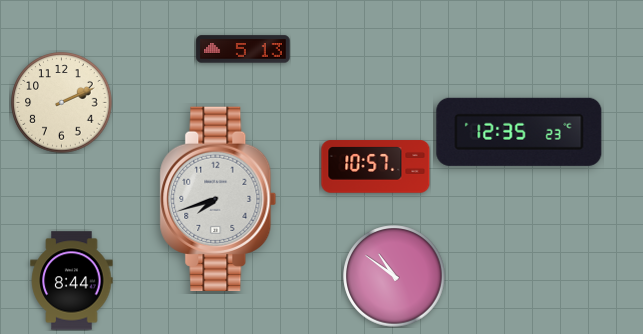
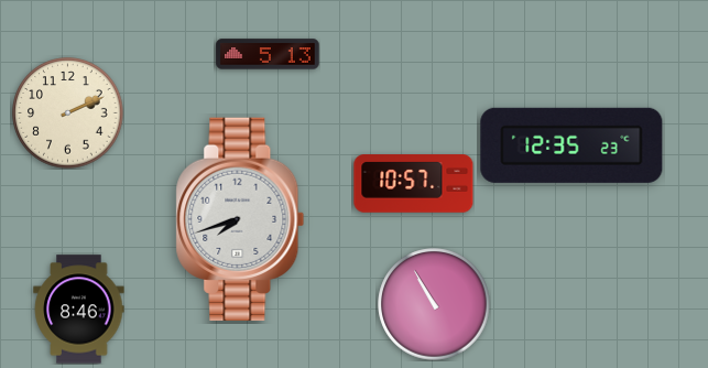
clock at (394, 276): 10:51 -> 10:55
clock at (72, 281): 8:44 -> 8:46
